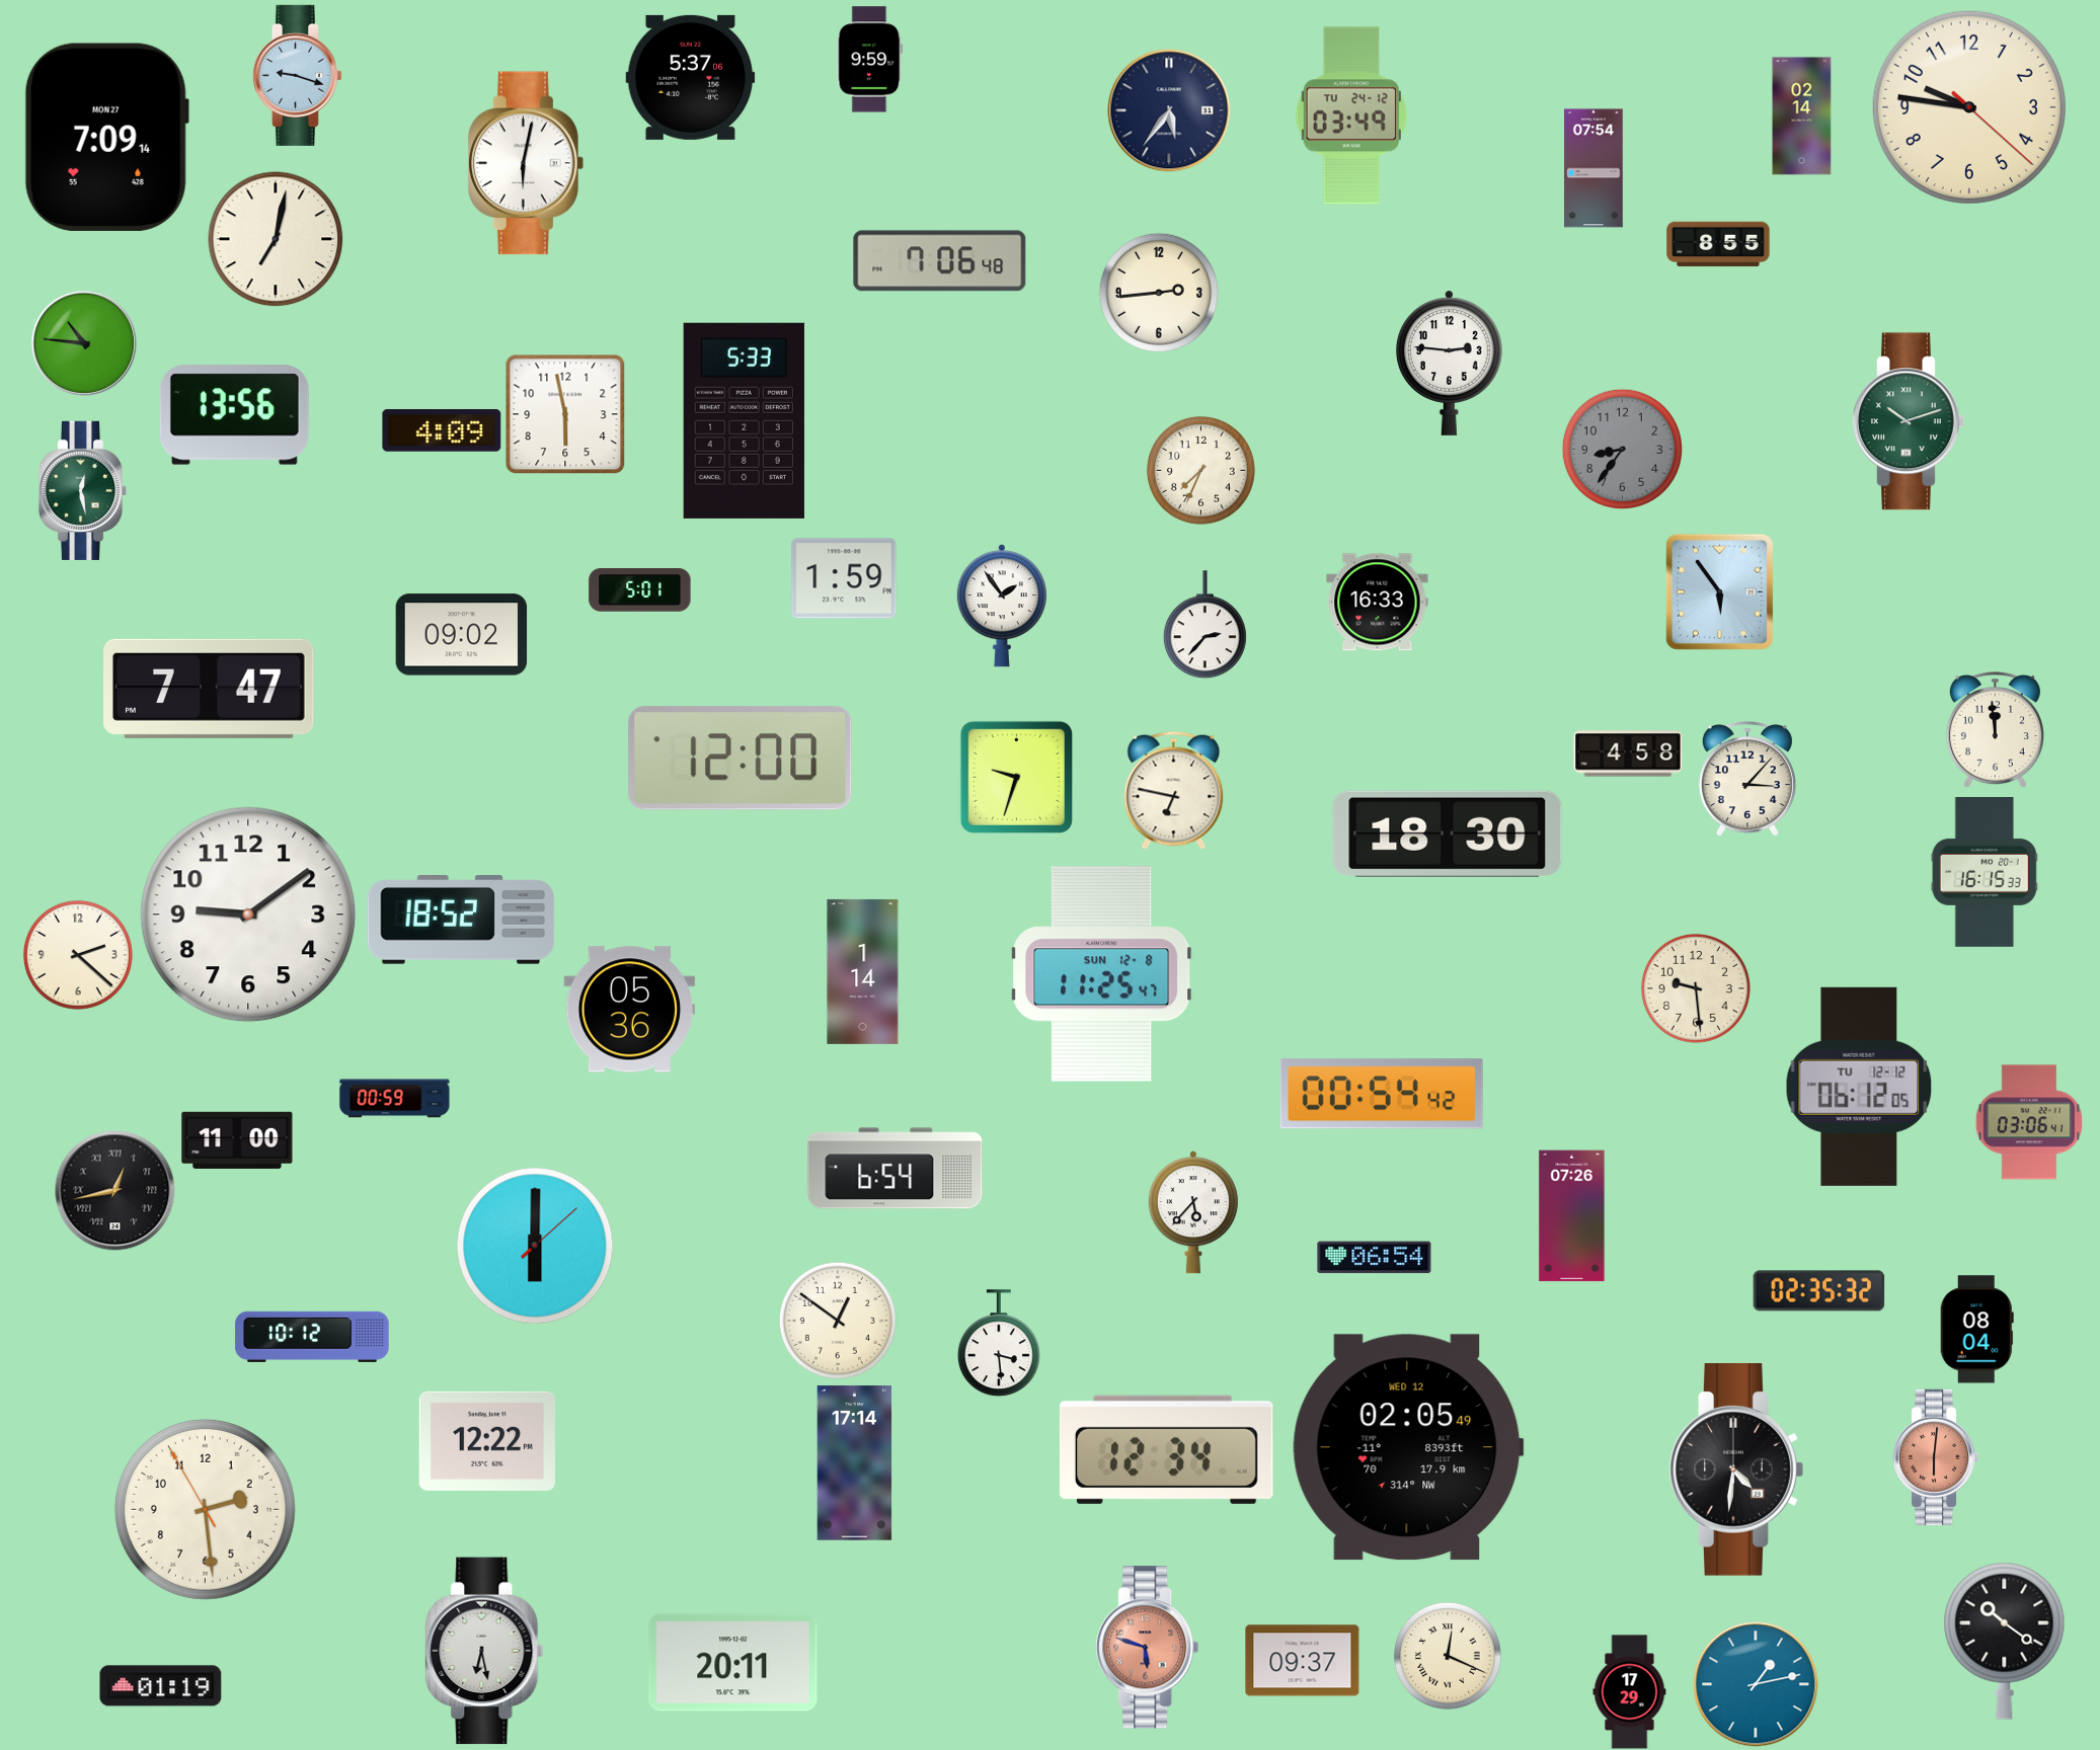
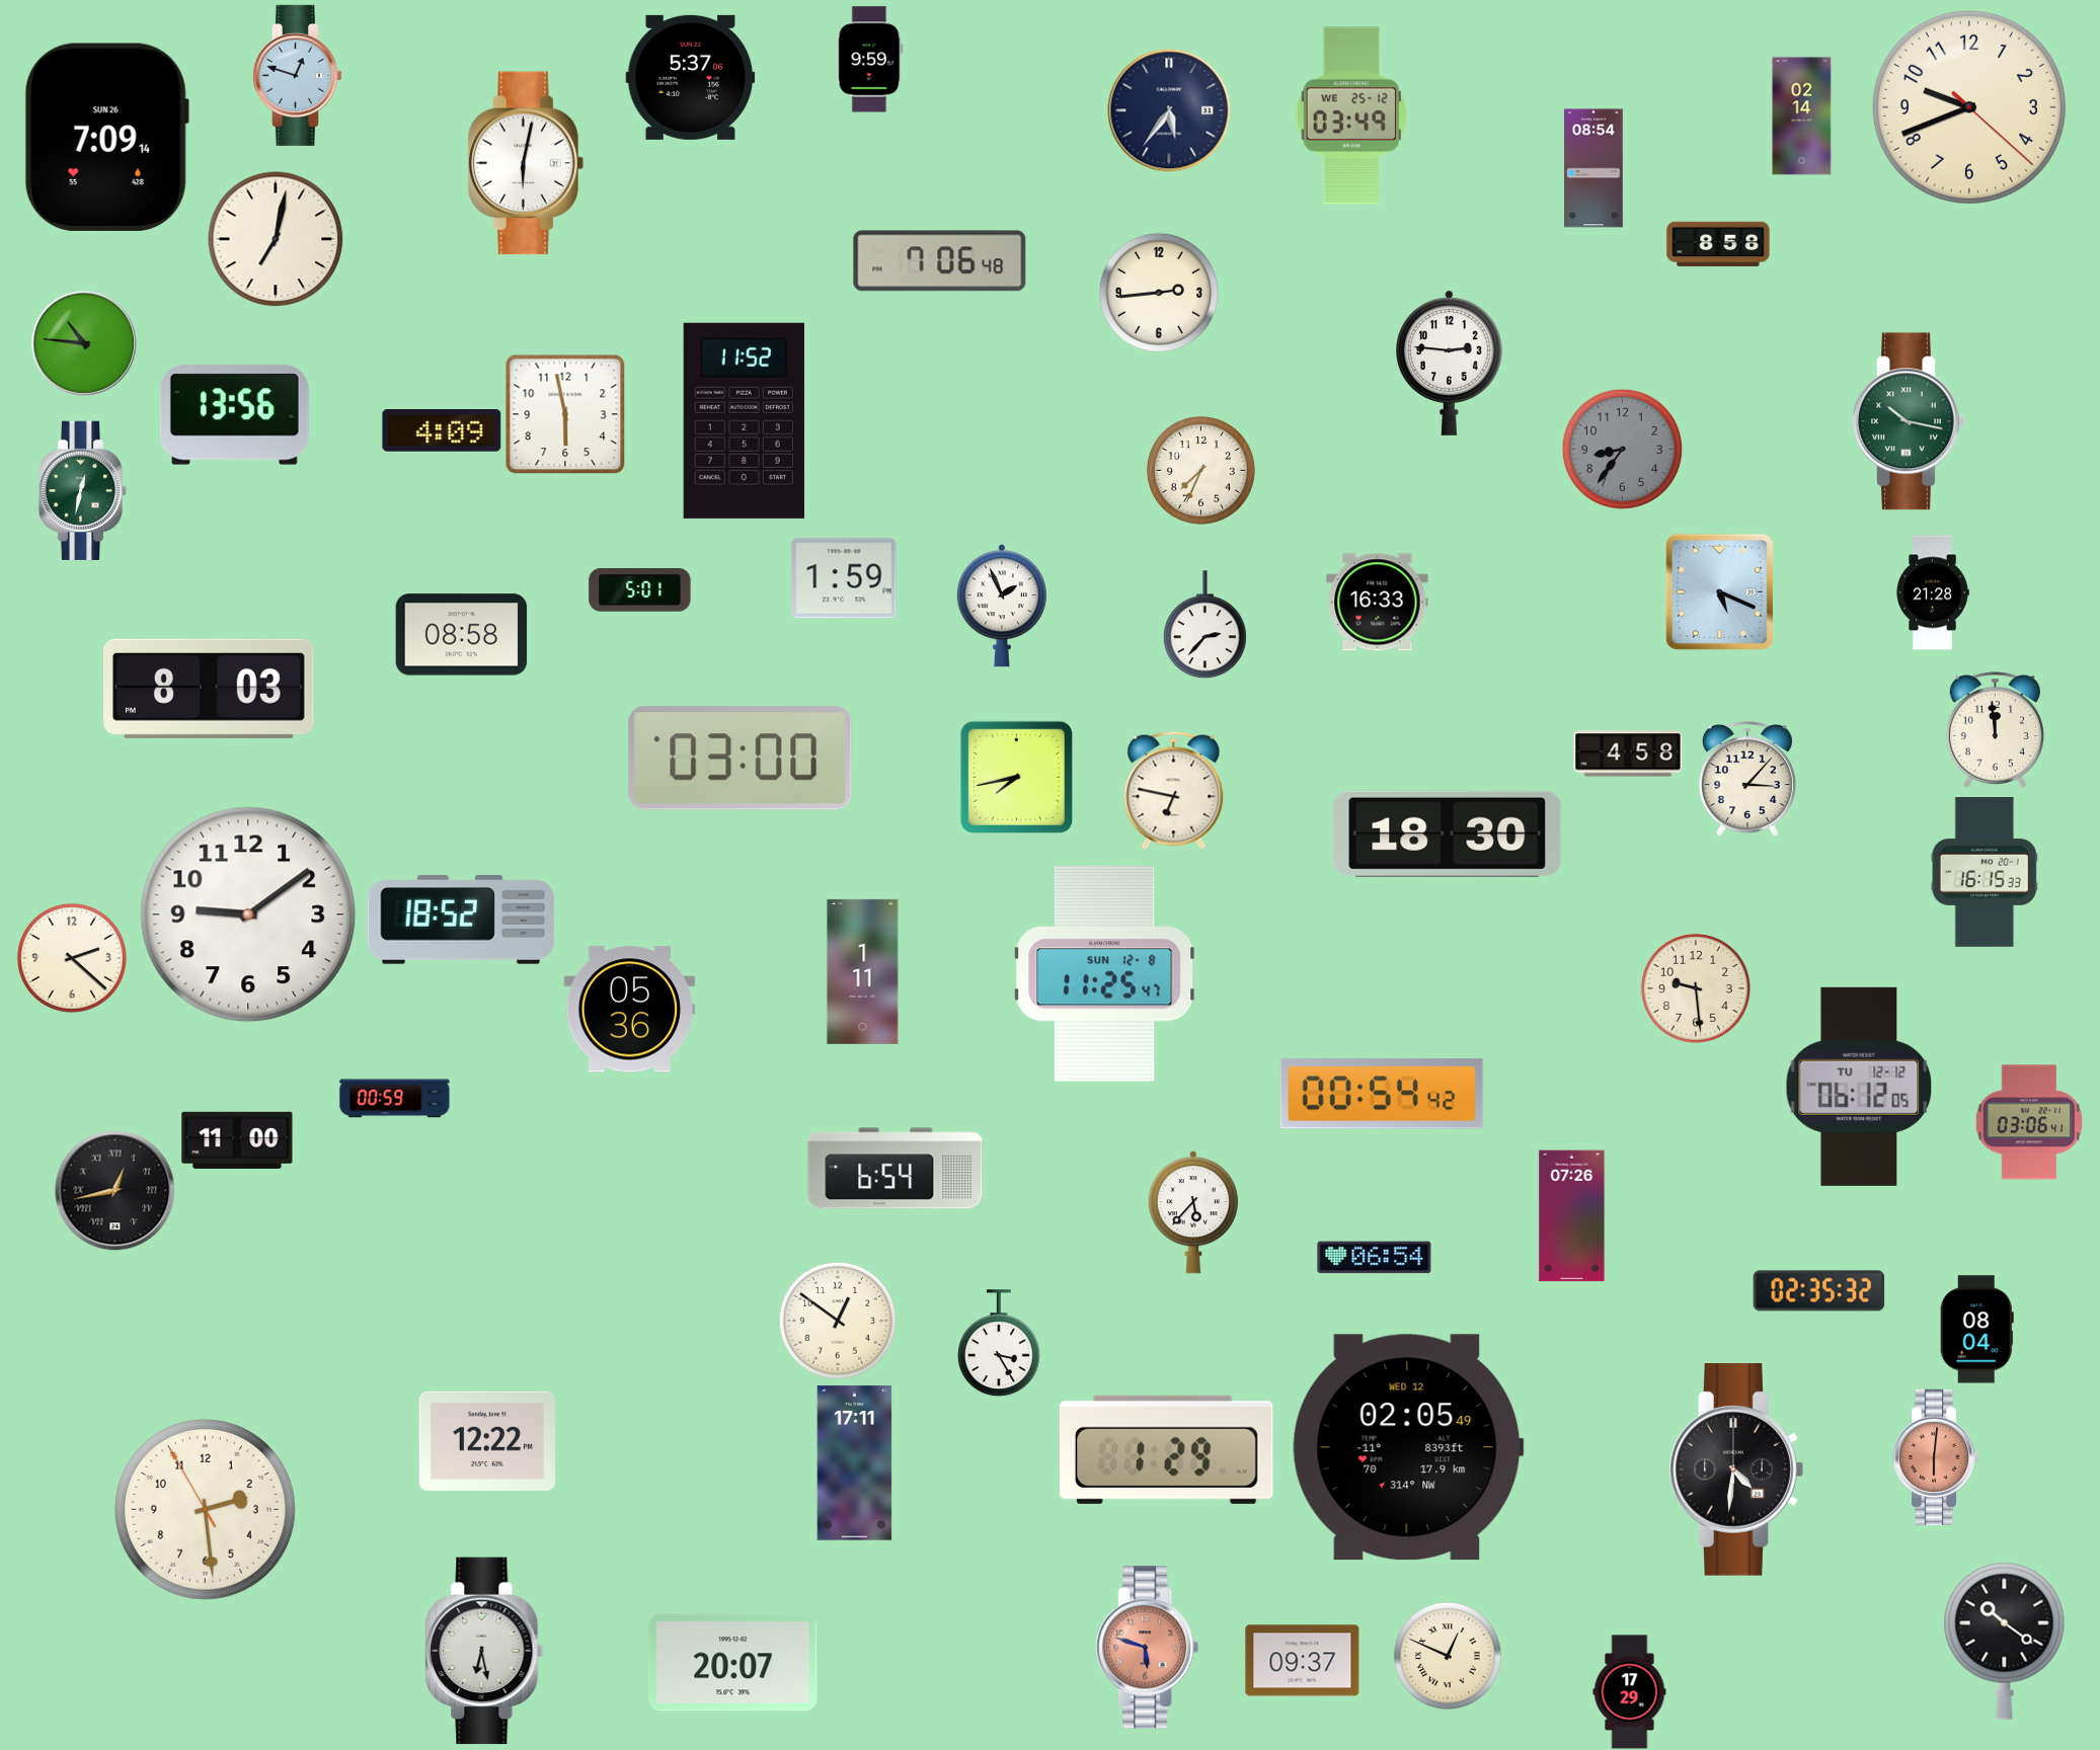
clock at (297, 75): 9:18 -> 12:48
clock at (1969, 107): 9:46 -> 9:41
clock at (1351, 115) date: TU 24-12 -> WE 25-12
clock at (106, 137) date: MON 27 -> SUN 26
clock at (1593, 168): 07:54 -> 08:54
clock at (1718, 244): 8:55 -> 8:58
clock at (744, 420): 5:33 -> 11:52
clock at (1909, 421): 10:12 -> 10:17
clock at (83, 490): 12:28 -> 12:32
clock at (1719, 591): 5:54 -> 5:19
clock at (1933, 592): none -> 21:28
clock at (1002, 606): 1:54 -> 1:56
clock at (462, 635): 09:02 -> 08:58
clock at (210, 689): 7:47 -> 8:03
clock at (741, 759): 12:00 -> 03:00
clock at (1016, 777): 9:33 -> 7:43
clock at (78, 955) position: (78, 955) -> (72, 958)
clock at (863, 971): 1:14 -> 1:11
clock at (1102, 974) position: (1102, 974) -> (1105, 974)
clock at (535, 1246): 6:00 -> none
clock at (312, 1337): 10:12 -> none
clock at (999, 1343): 3:29 -> 3:25
clock at (1166, 1449): 12:34 -> 1:29
clock at (855, 1463): 17:14 -> 17:11
clock at (1448, 1656): 12:19 -> 12:49
clock at (733, 1663): 20:11 -> 20:07
clock at (1756, 1684): 1:13 -> none
clock at (161, 1686): 01:19 -> none
